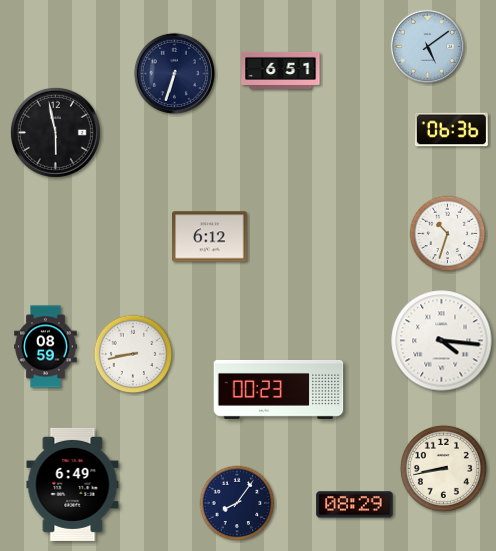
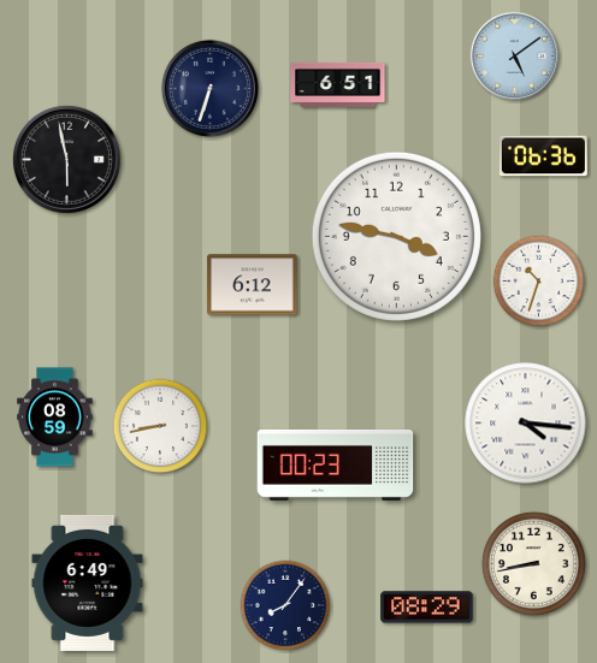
clock at (396, 236): none -> 3:47
clock at (442, 341) position: (442, 341) -> (526, 424)
clock at (279, 389) position: (279, 389) -> (336, 464)
